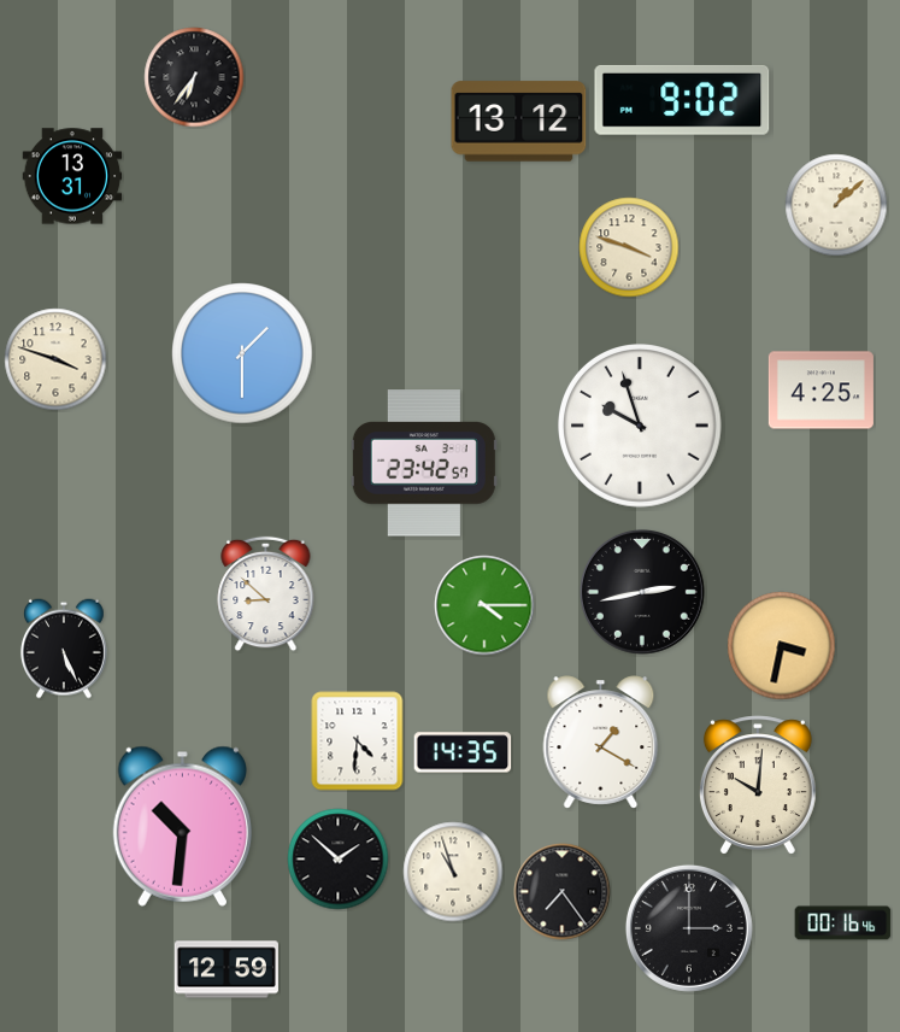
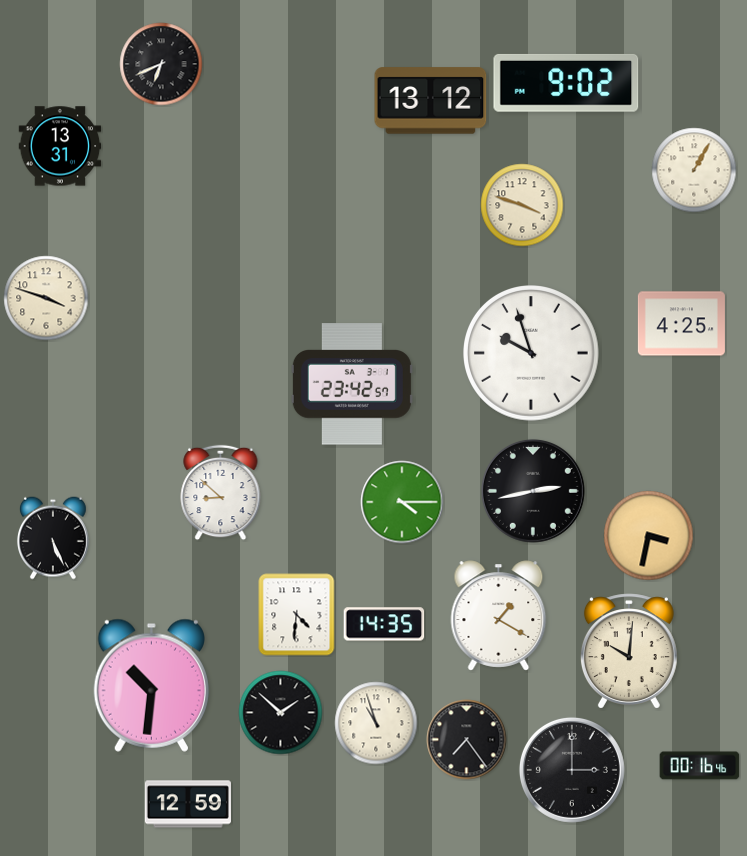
clock at (194, 77): 6:36 -> 6:41
clock at (836, 205): 1:08 -> 1:05
clock at (242, 353): 1:30 -> none
